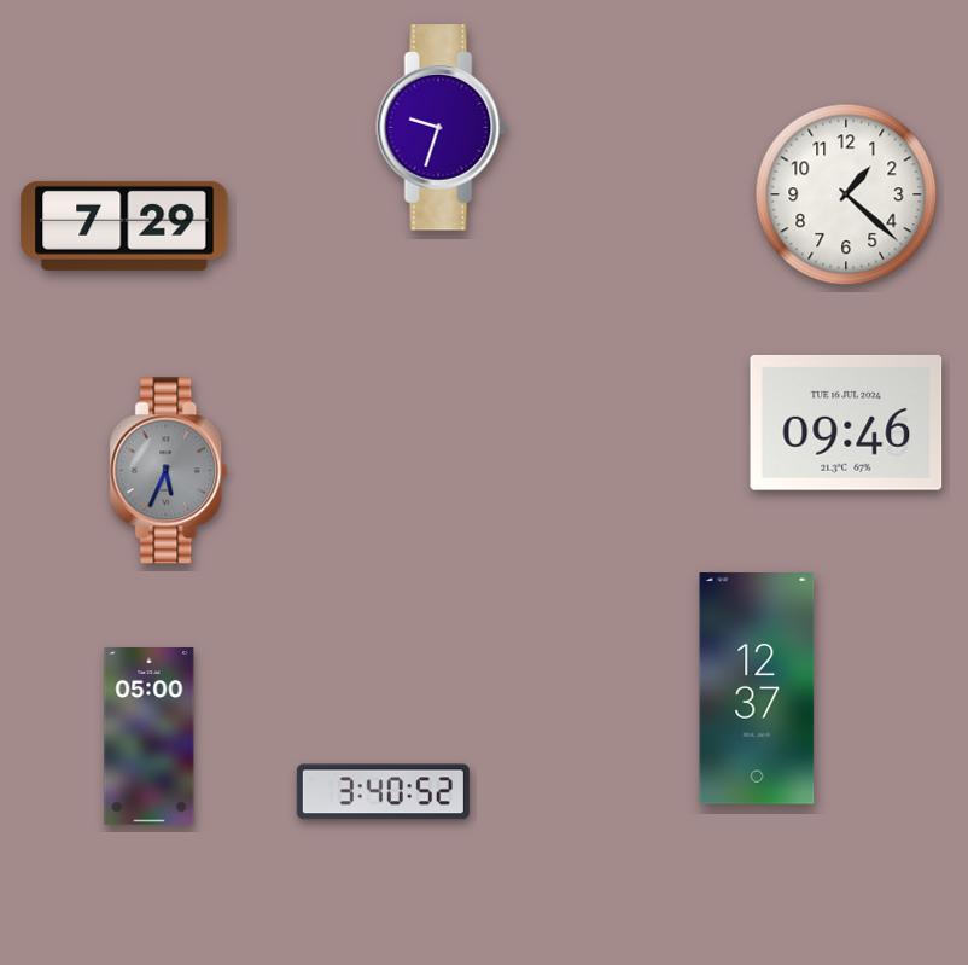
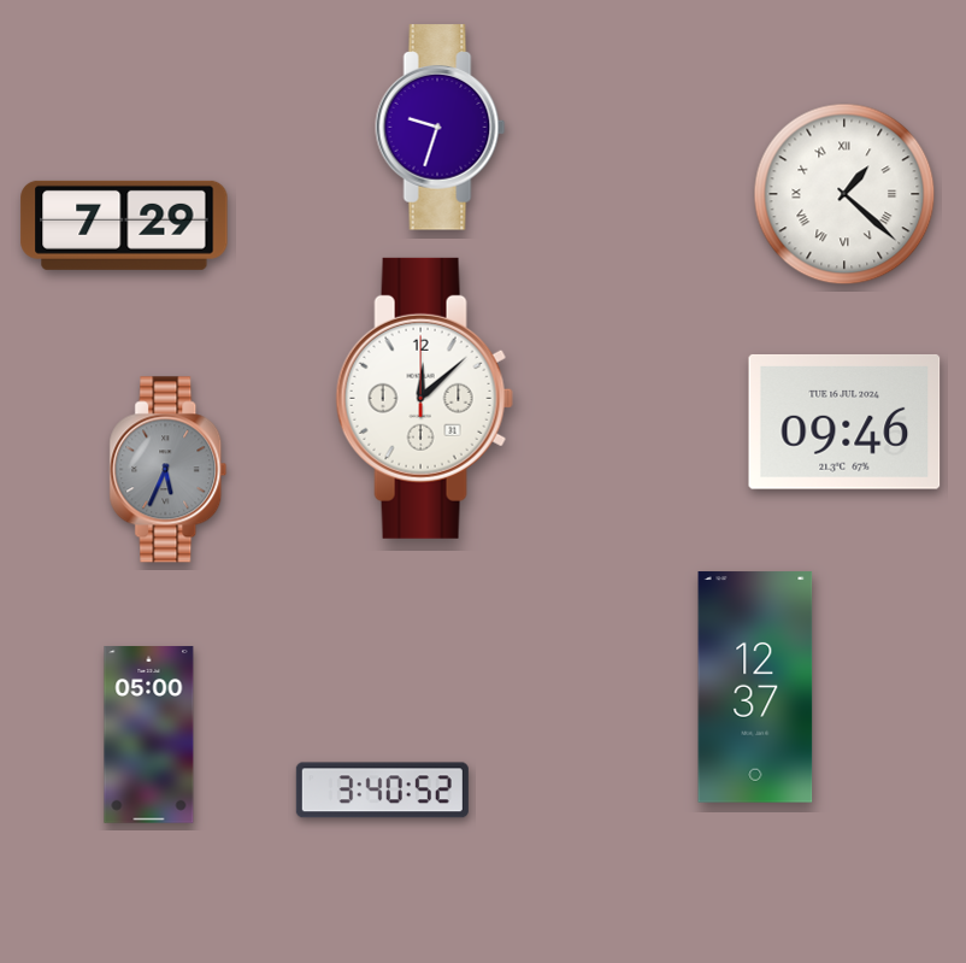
clock at (846, 194) numerals: Arabic -> Roman
clock at (424, 398): none -> 12:08
